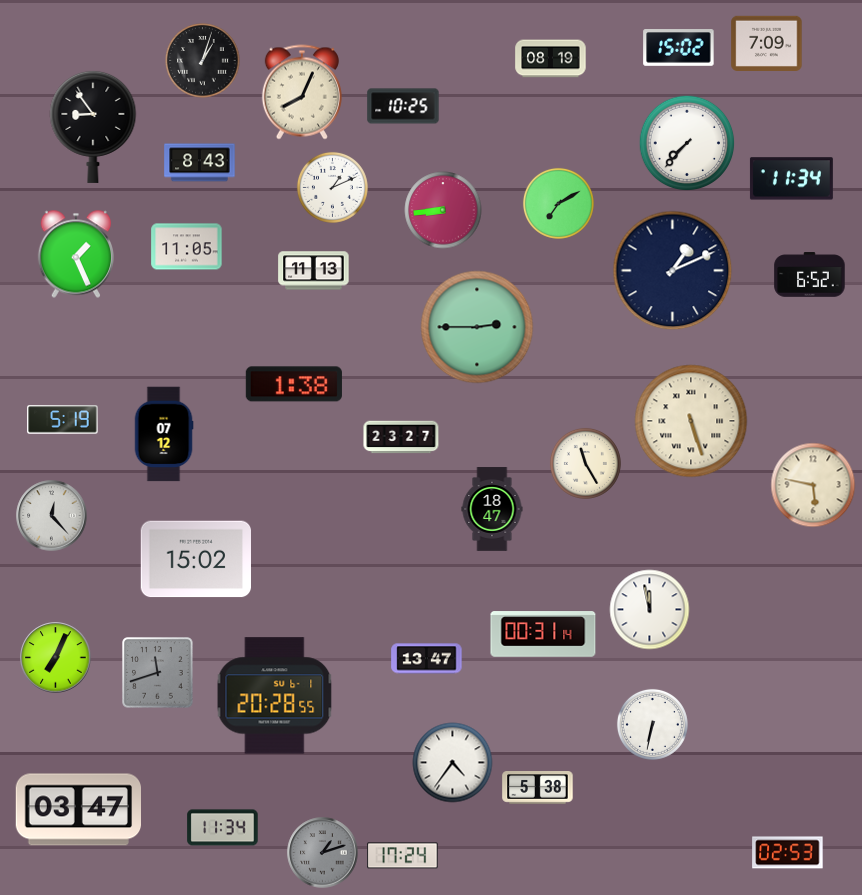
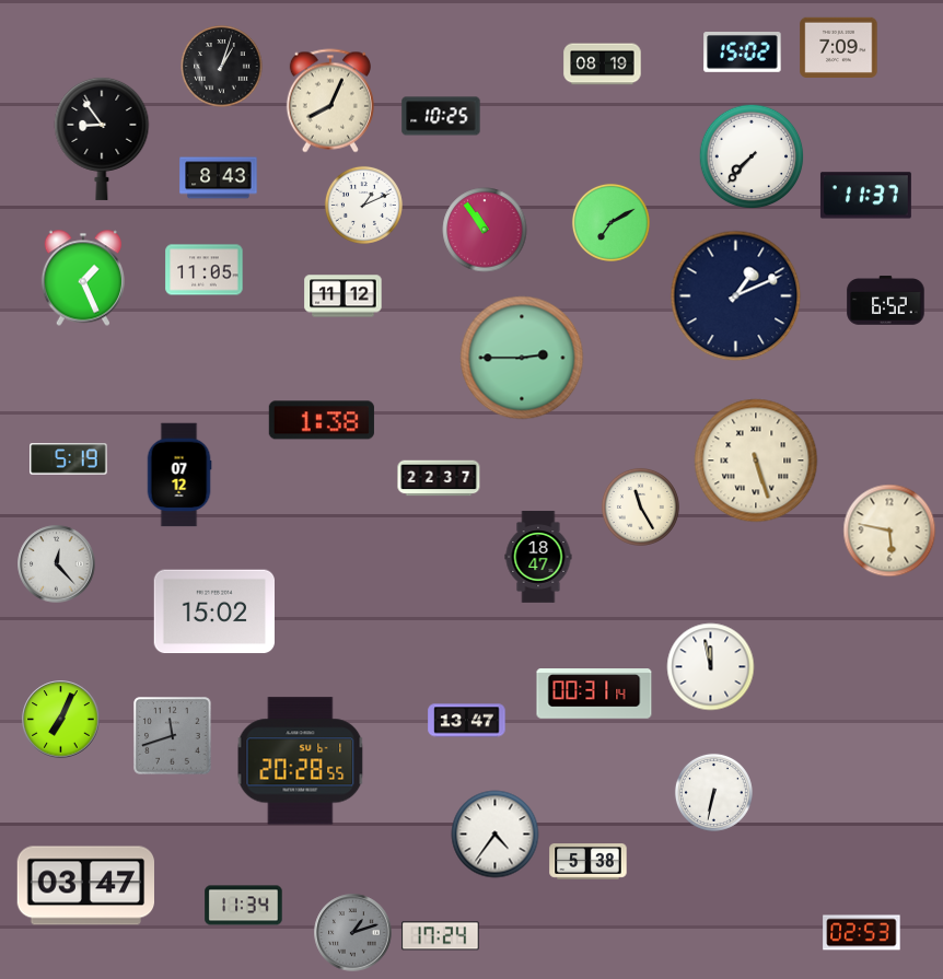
clock at (791, 179): 11:34 -> 11:37
clock at (443, 210): 8:44 -> 10:54
clock at (314, 271): 11:13 -> 11:12
clock at (401, 437): 23:27 -> 22:37
